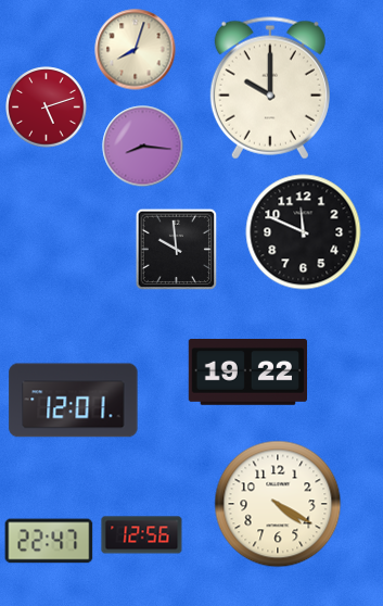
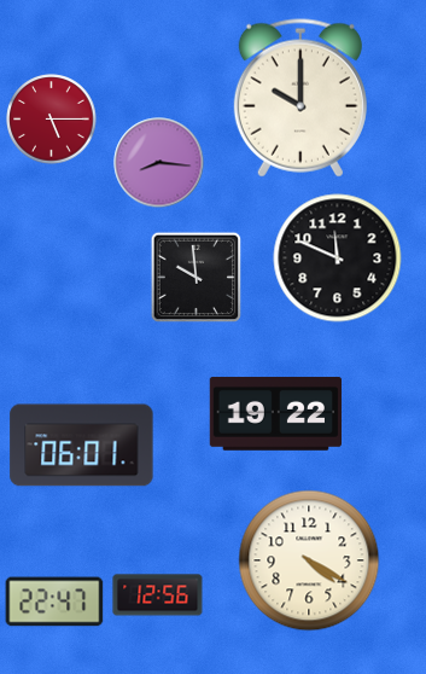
clock at (136, 50): 8:03 -> none
clock at (47, 108): 5:12 -> 5:15
clock at (74, 401): 12:01 -> 06:01
